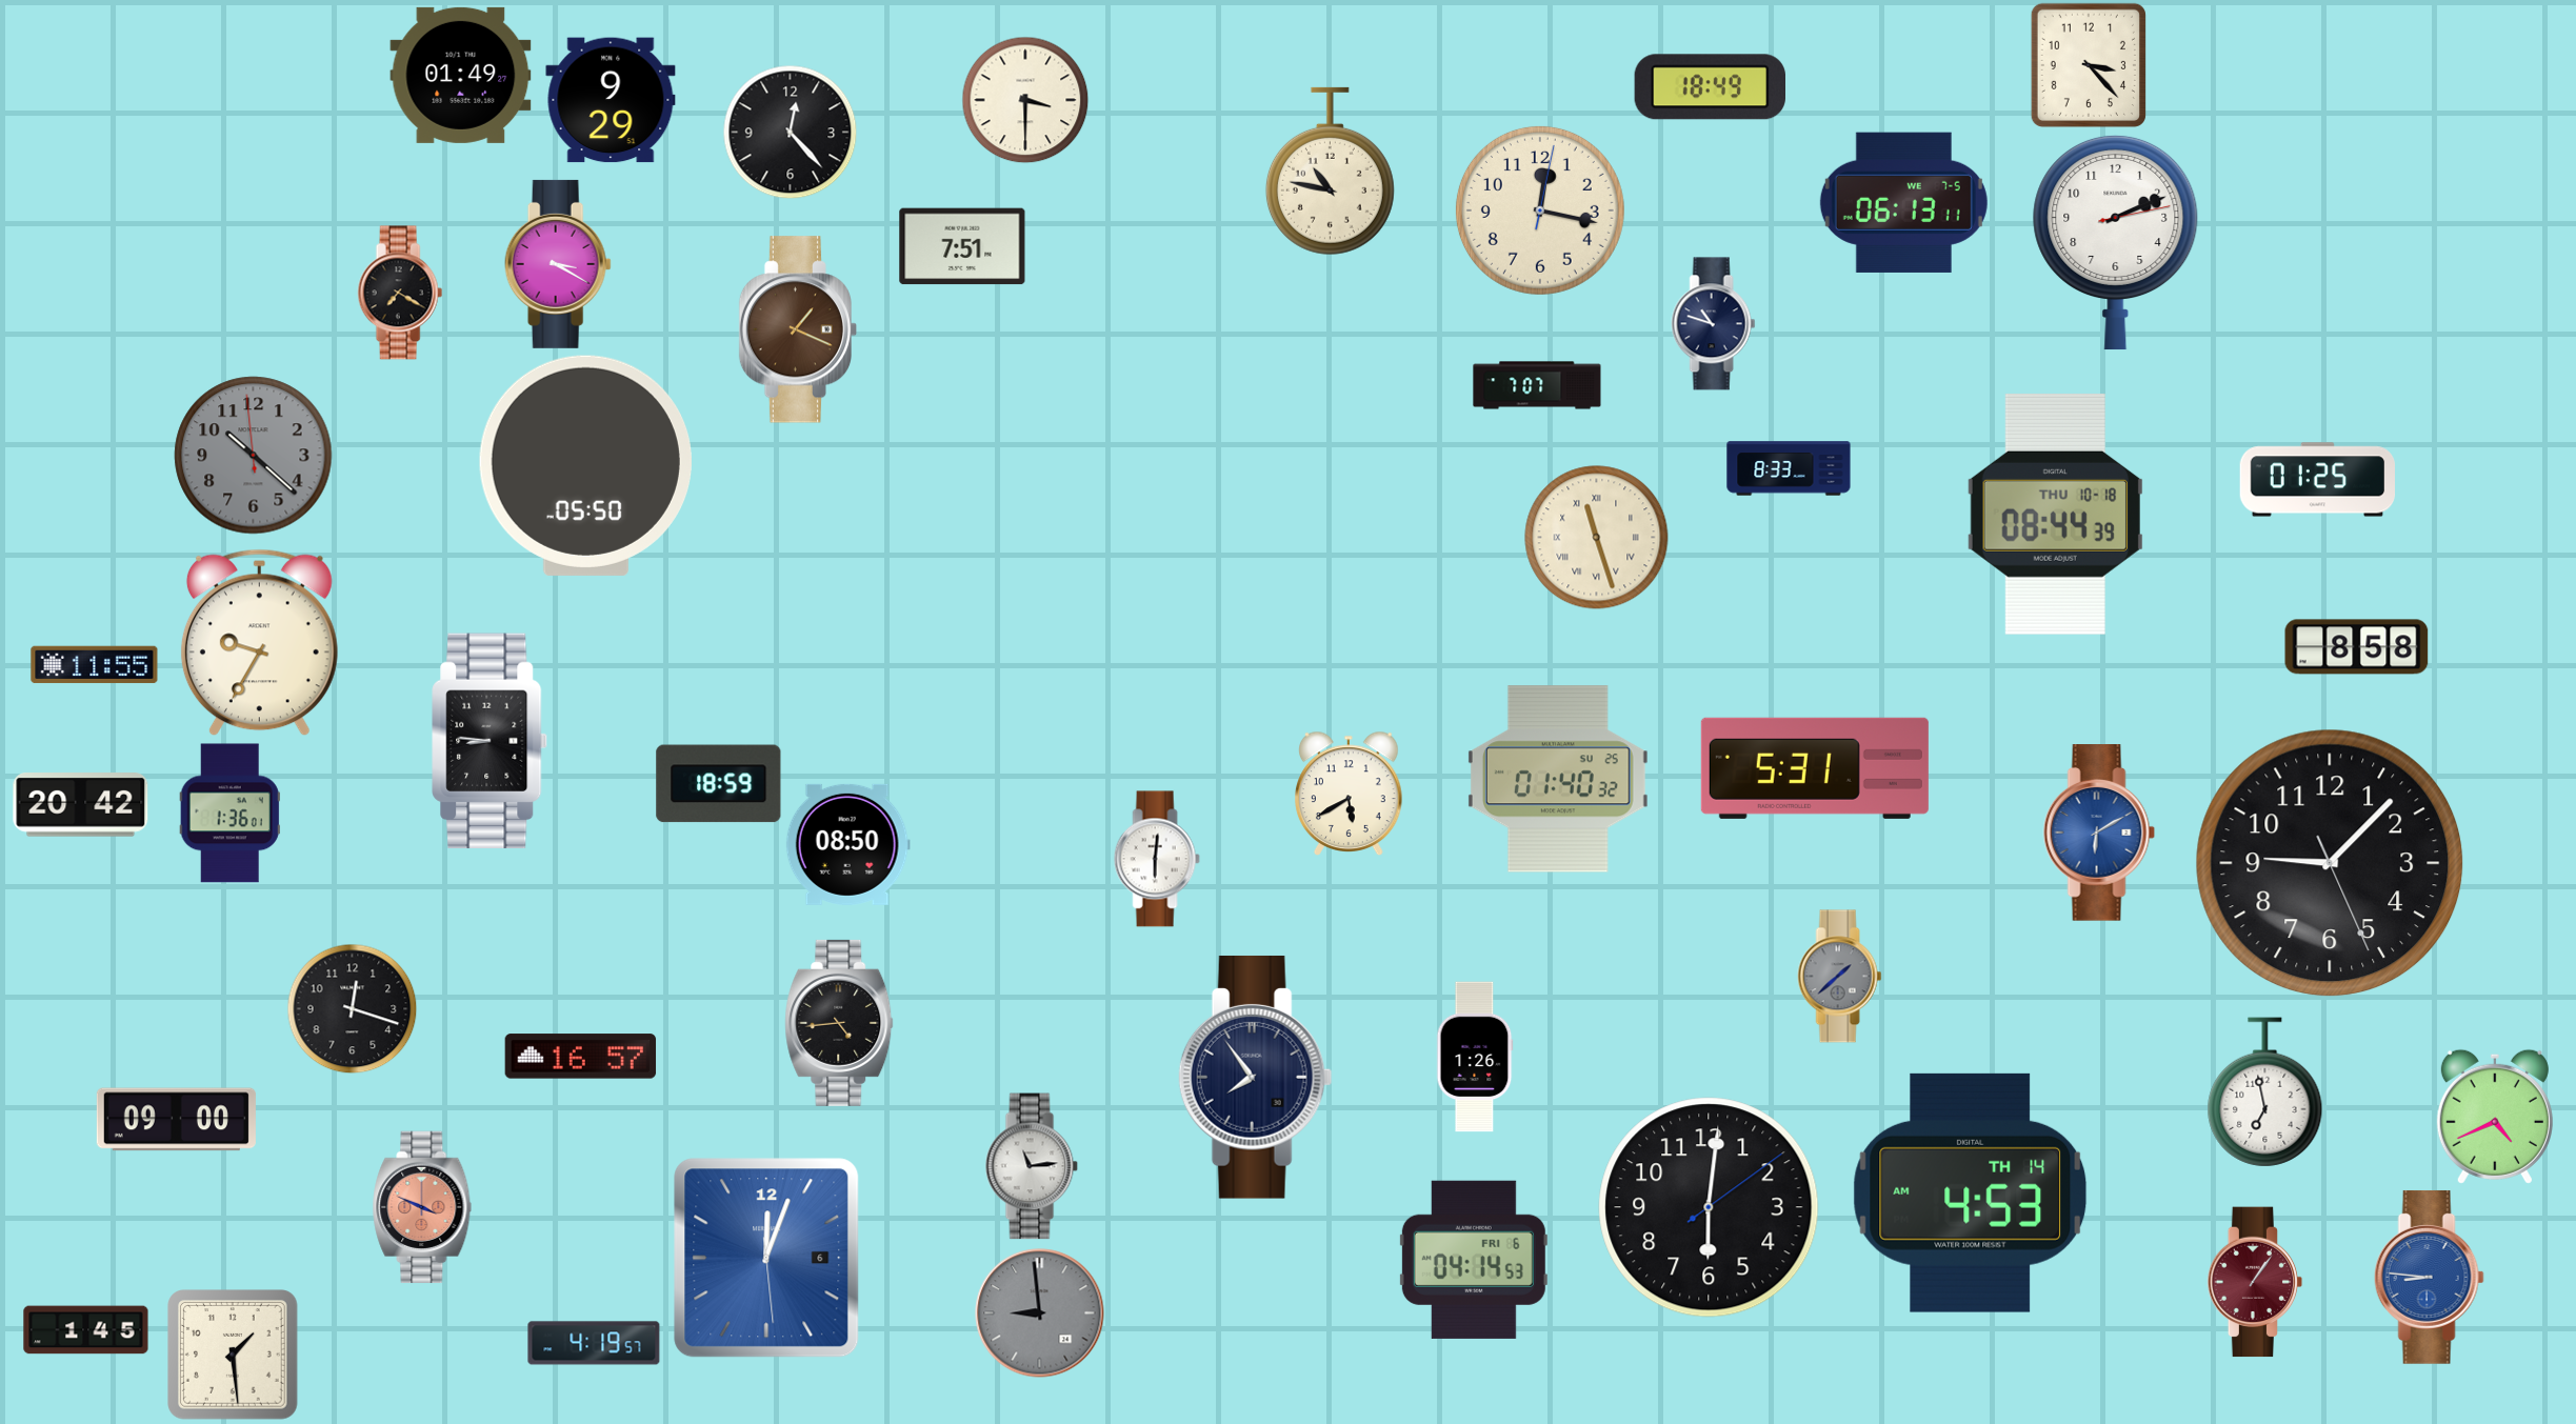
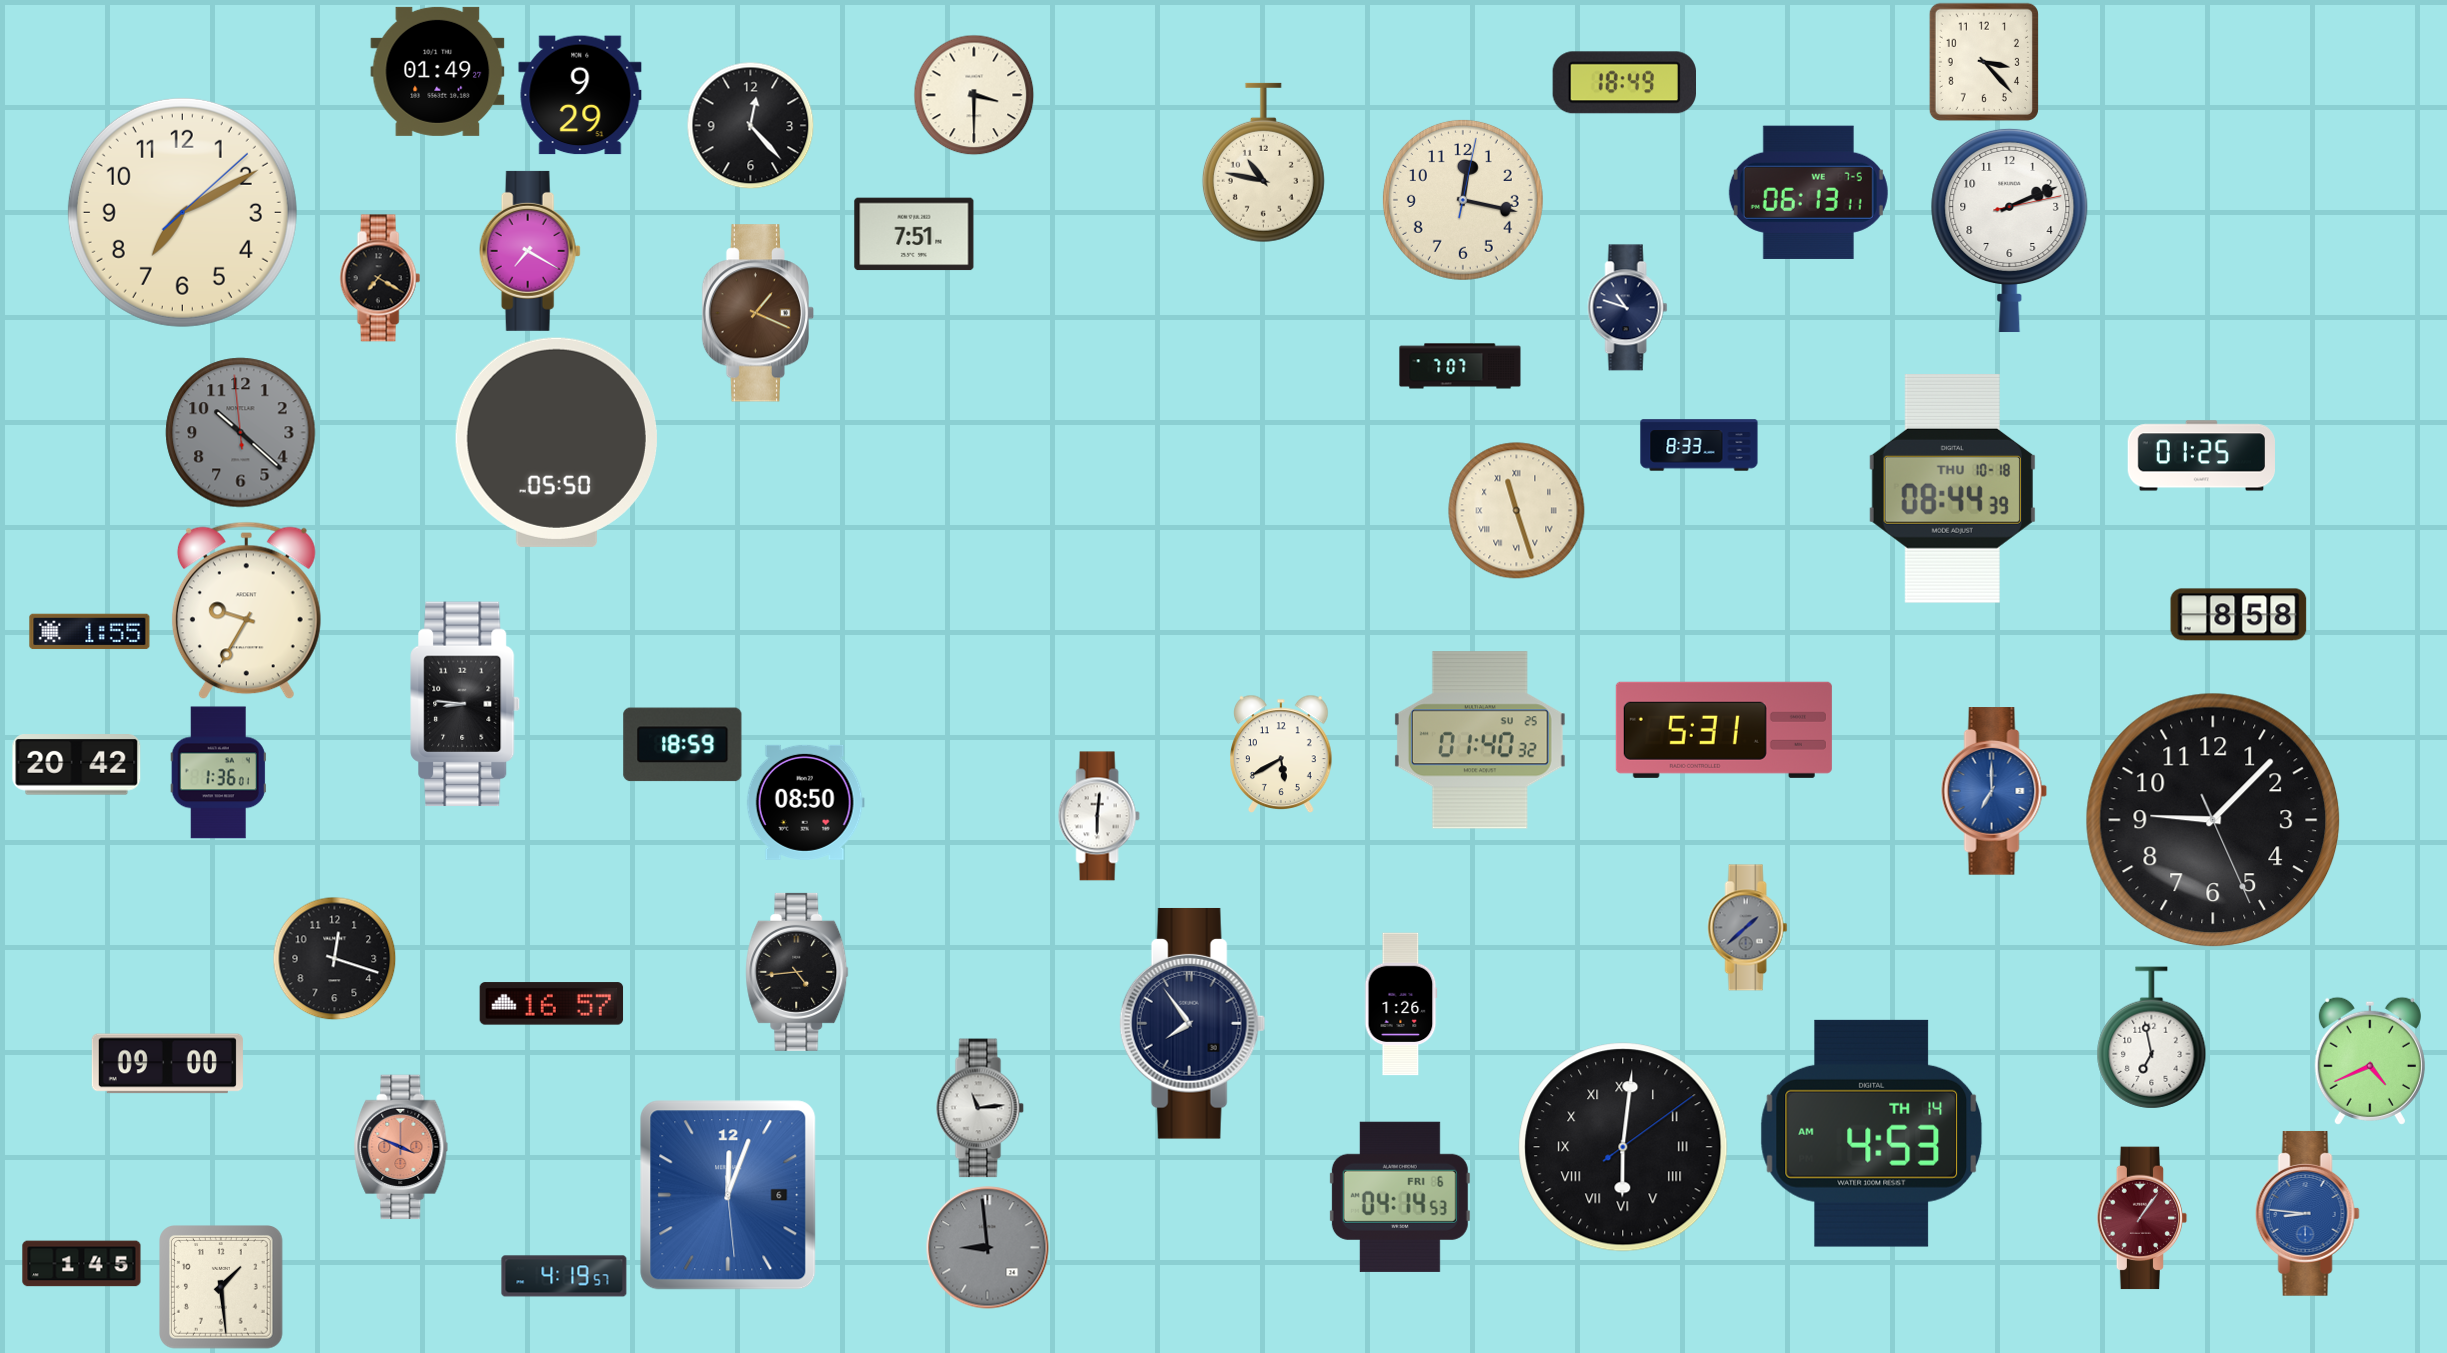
clock at (182, 212): none -> 7:10
clock at (558, 264): 3:20 -> 7:20
clock at (95, 665): 11:55 -> 1:55
clock at (2099, 833): 6:10 -> 7:00
clock at (1709, 1207) numerals: Arabic -> Roman
